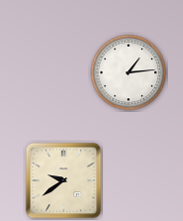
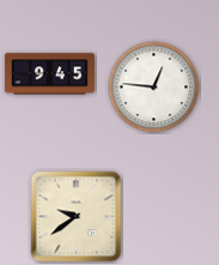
clock at (49, 74): none -> 9:45
clock at (129, 73): 1:14 -> 12:46
